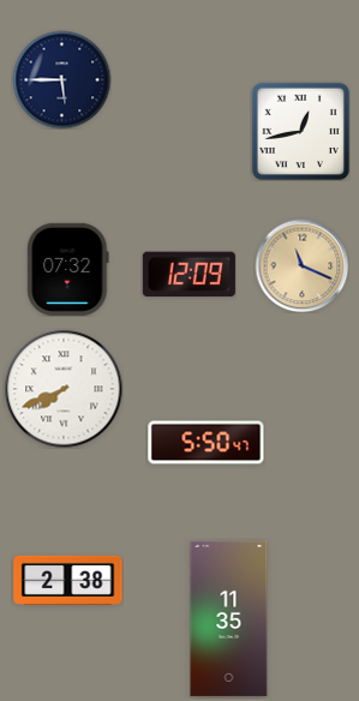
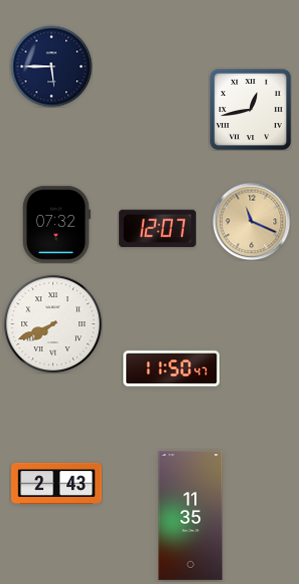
clock at (189, 275): 12:09 -> 12:07
clock at (207, 443): 5:50 -> 11:50
clock at (68, 580): 2:38 -> 2:43
